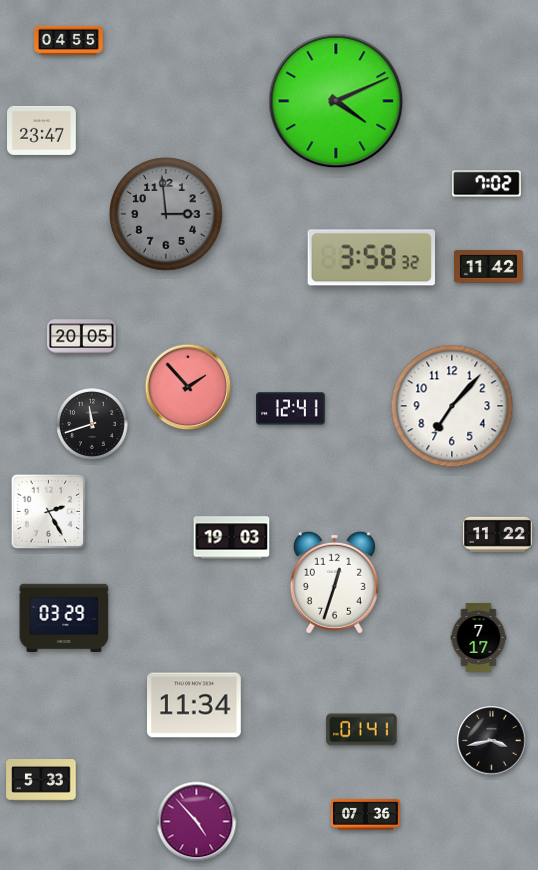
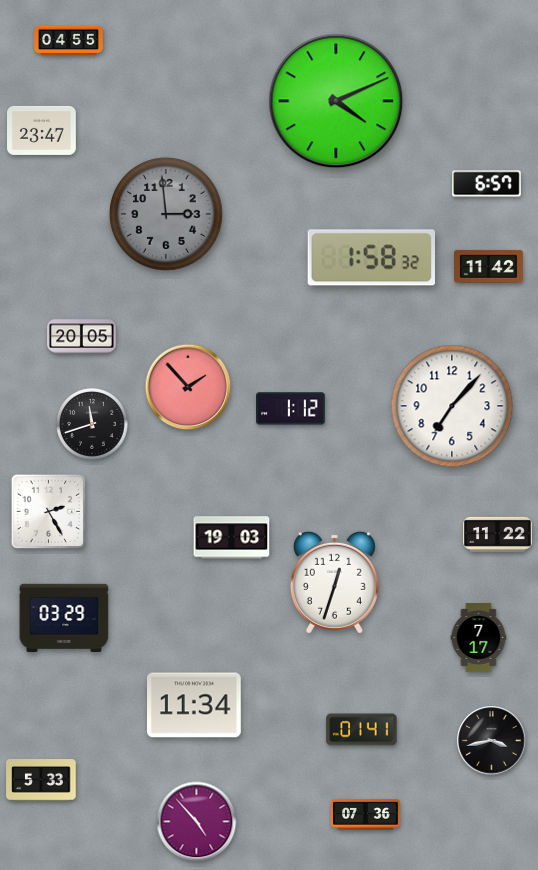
clock at (487, 184): 7:02 -> 6:57
clock at (371, 258): 3:58 -> 1:58
clock at (291, 409): 12:41 -> 1:12
